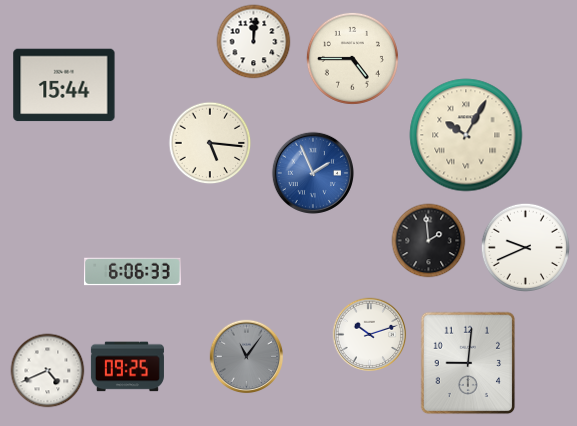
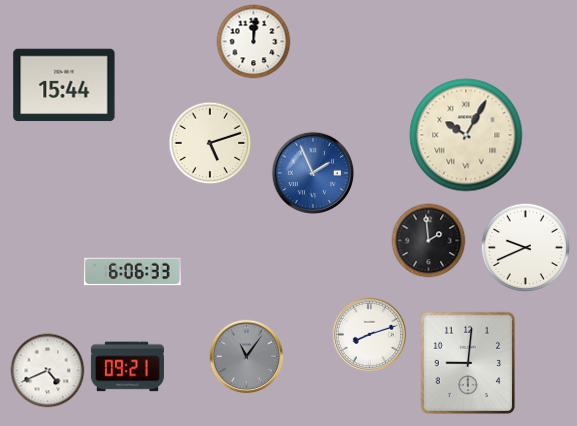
clock at (352, 58): 4:45 -> none
clock at (210, 143): 5:16 -> 5:12
clock at (370, 335): 10:12 -> 8:12
clock at (127, 367): 09:25 -> 09:21
